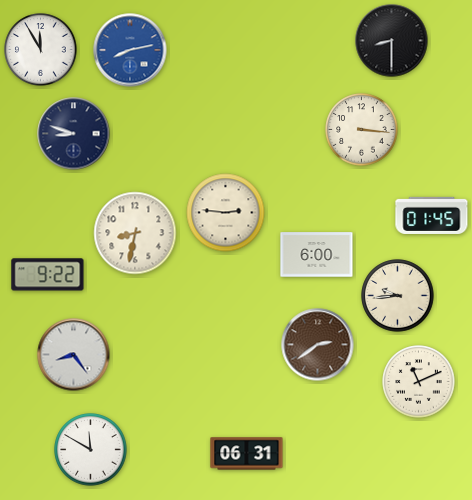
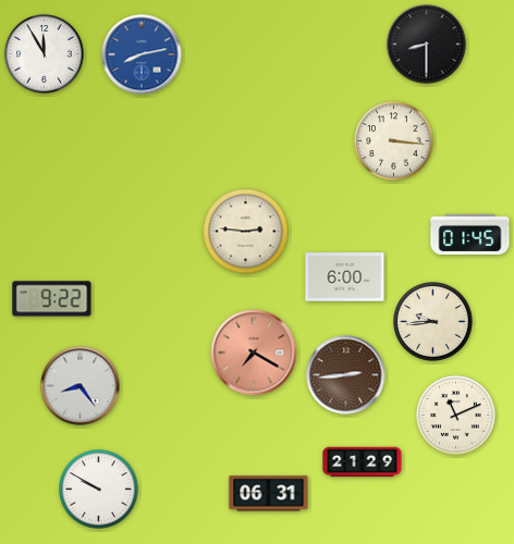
clock at (74, 134): 8:48 -> none
clock at (135, 233): 8:32 -> none
clock at (254, 353): none -> 7:20
clock at (318, 345): 2:39 -> 2:44
clock at (363, 462): none -> 21:29
clock at (91, 450): 11:50 -> 9:50
